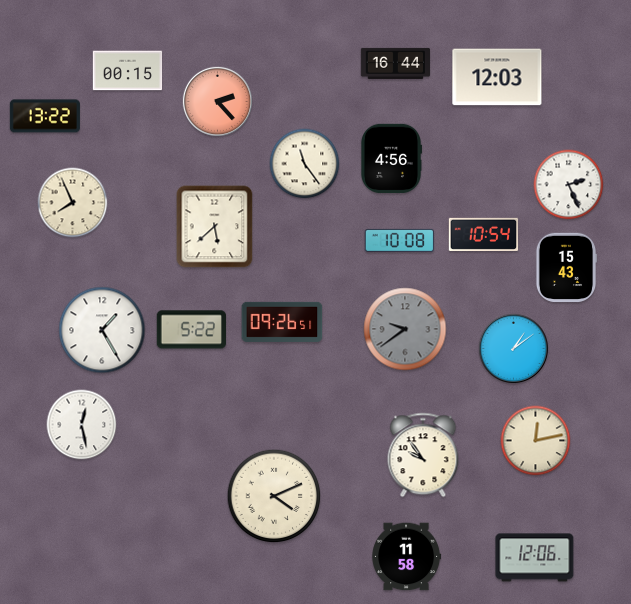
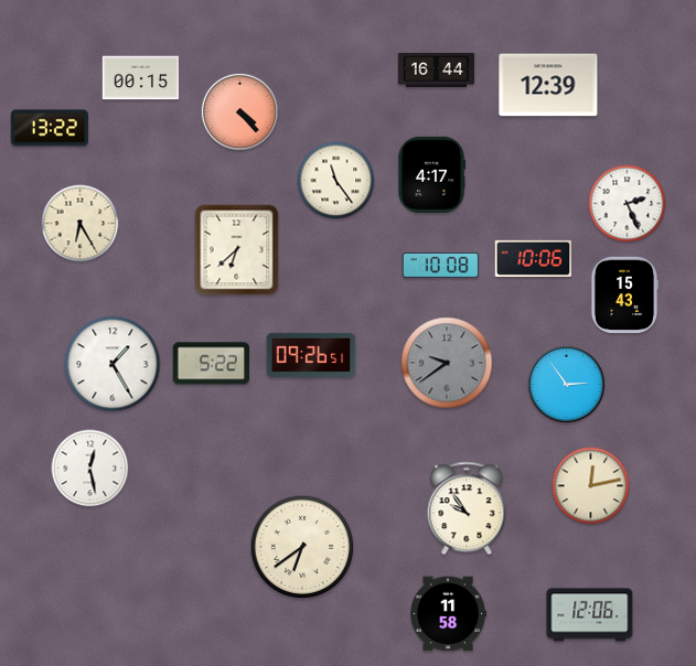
clock at (497, 77): 12:03 -> 12:39
clock at (217, 101): 2:23 -> 4:23
clock at (390, 159): 4:56 -> 4:17
clock at (73, 203): 7:56 -> 6:25
clock at (215, 227): 5:38 -> 6:38
clock at (484, 234): 10:54 -> 10:06
clock at (513, 348): 1:09 -> 2:54
clock at (423, 455) position: (423, 455) -> (467, 508)
clock at (274, 496): 4:11 -> 6:39
